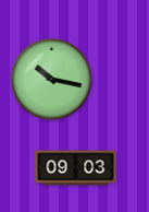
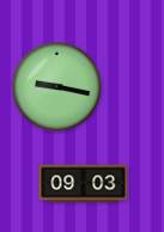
clock at (52, 80): 10:17 -> 9:17
